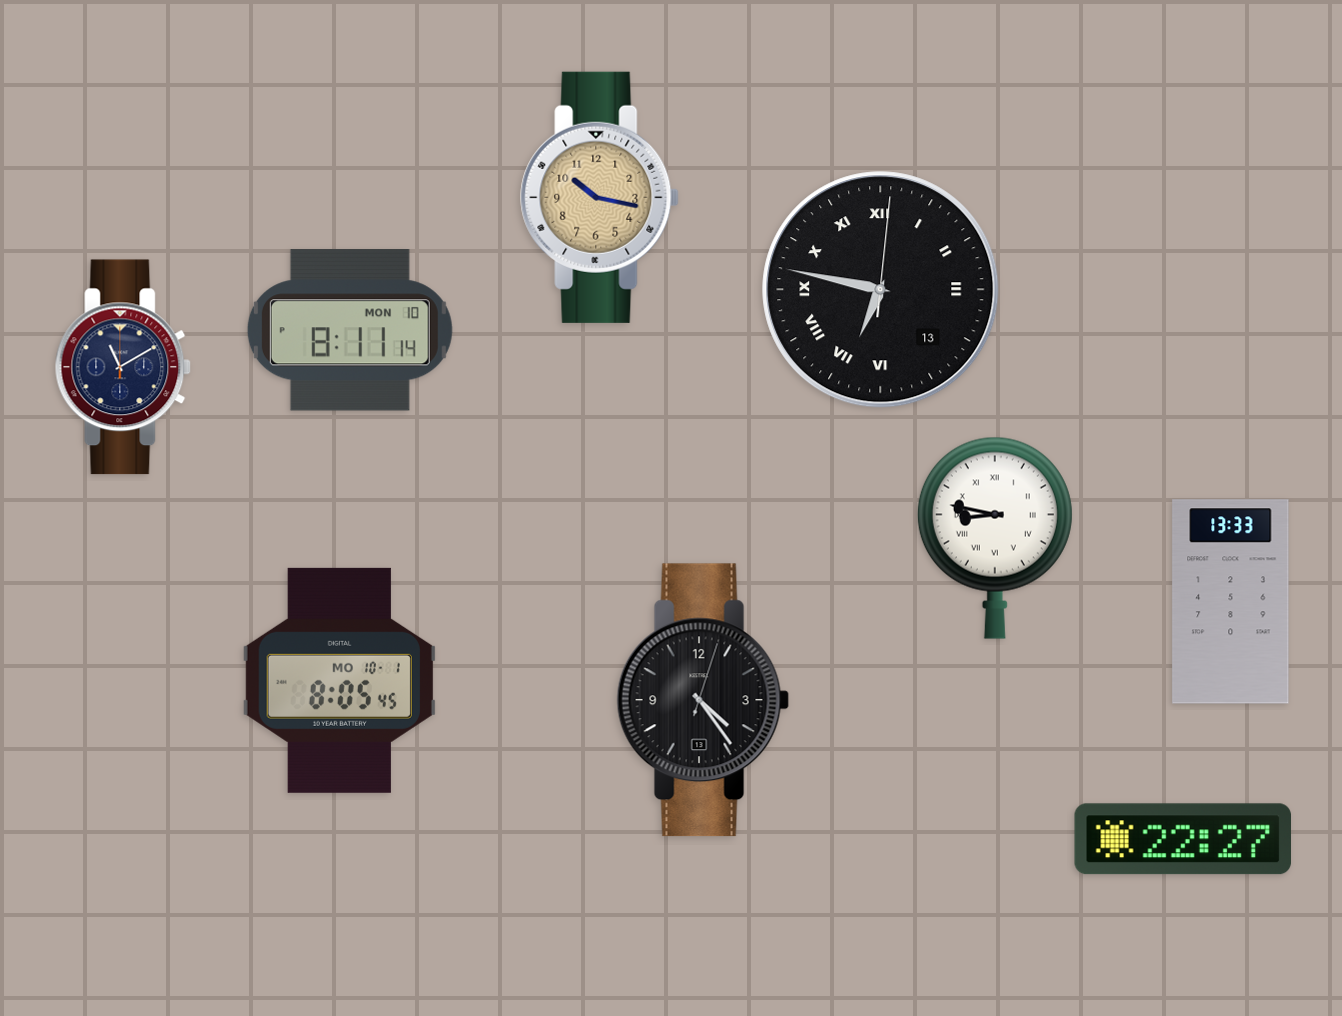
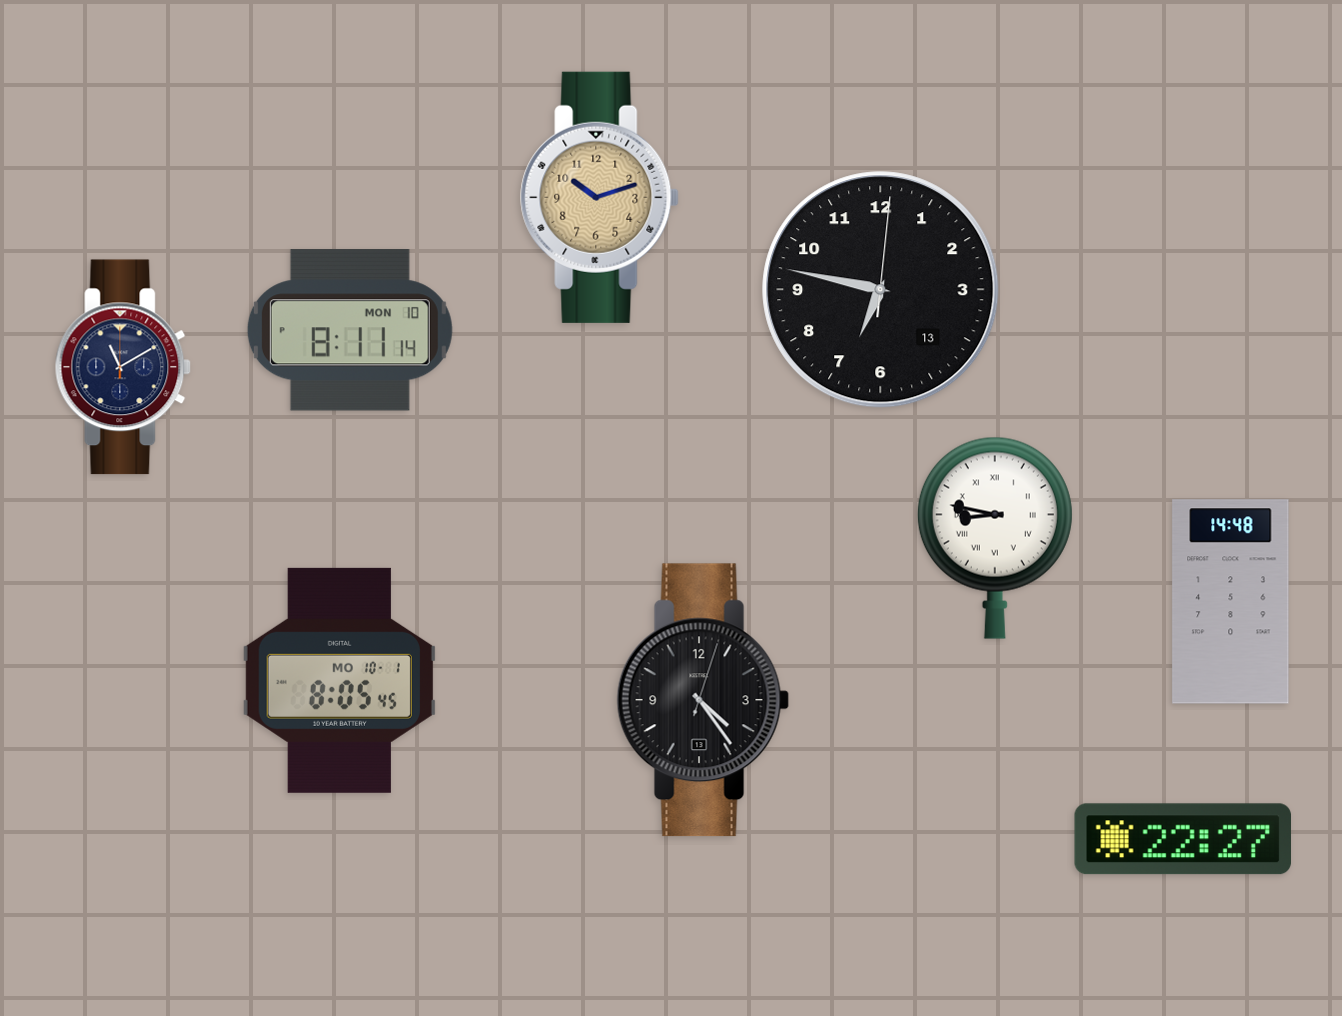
clock at (600, 197): 10:17 -> 10:12
clock at (881, 290) numerals: Roman -> Arabic
clock at (1231, 602): 13:33 -> 14:48
